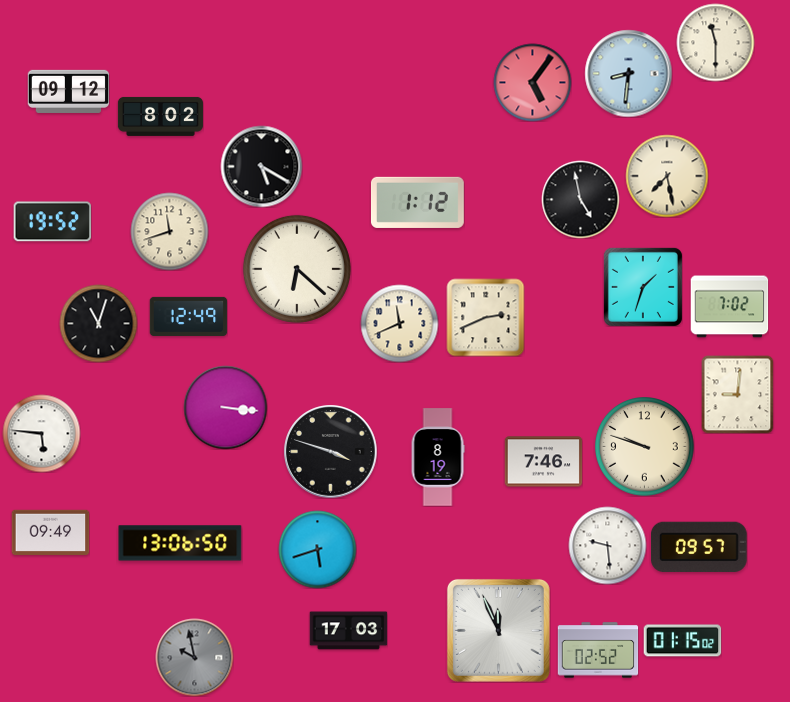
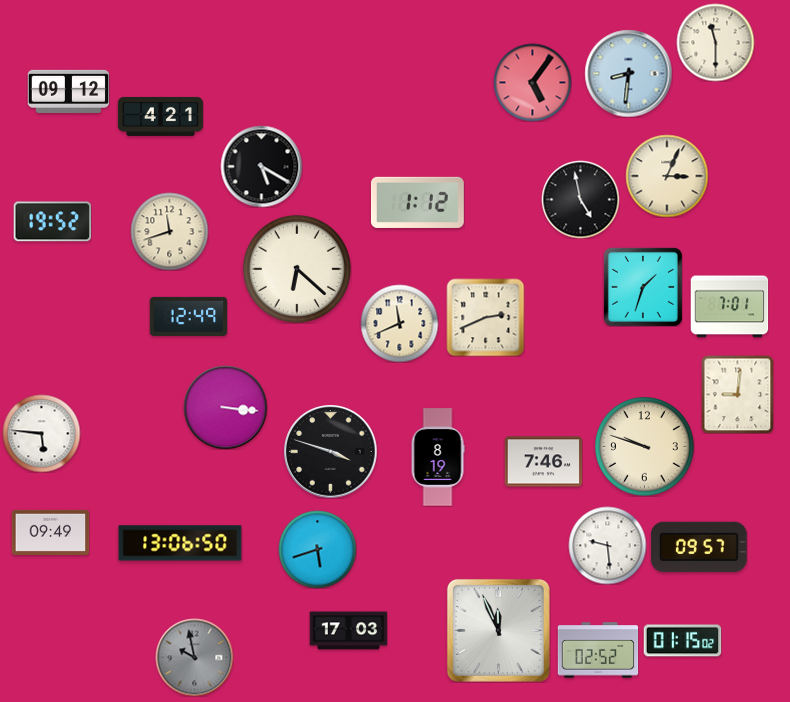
clock at (160, 116): 8:02 -> 4:21
clock at (667, 176): 7:28 -> 3:04
clock at (729, 307): 7:02 -> 7:01
clock at (98, 323): 11:03 -> none
